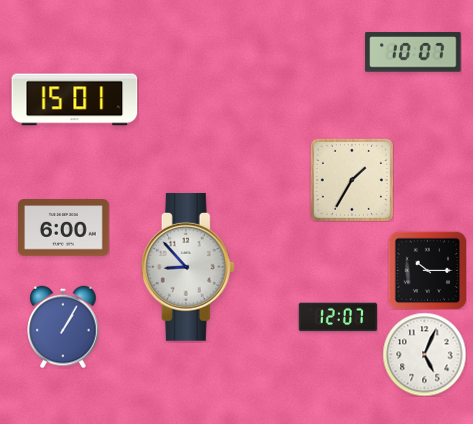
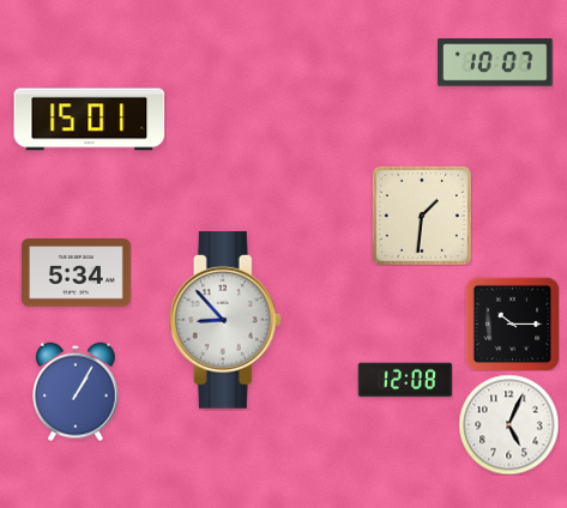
clock at (352, 180): 1:35 -> 1:31
clock at (64, 228): 6:00 -> 5:34
clock at (338, 317): 12:07 -> 12:08
